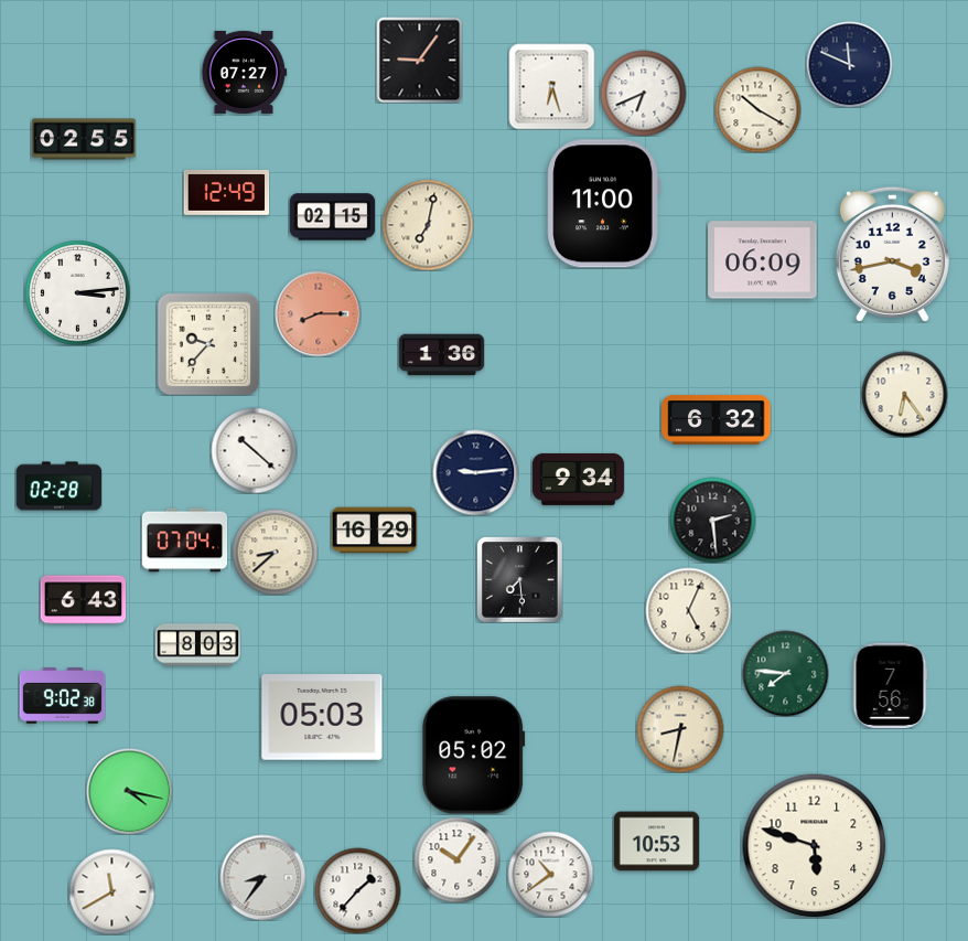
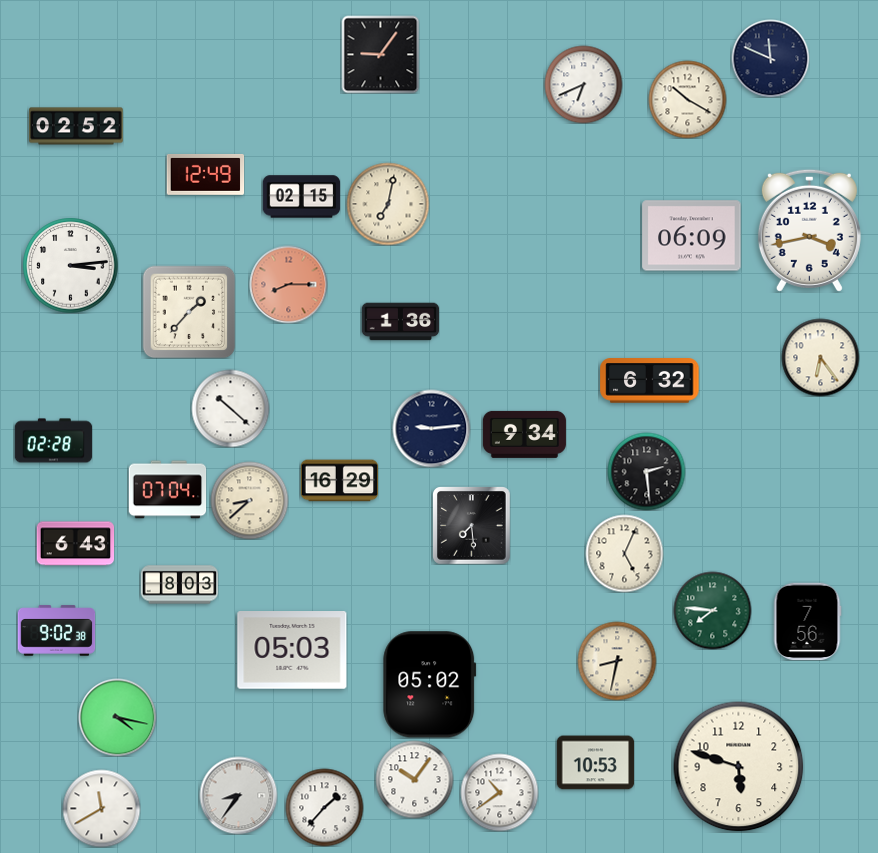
clock at (244, 72): 07:27 -> none
clock at (551, 86): 6:27 -> none
clock at (84, 139): 02:55 -> 02:52
clock at (603, 204): 11:00 -> none
clock at (208, 344): 9:37 -> 1:37
